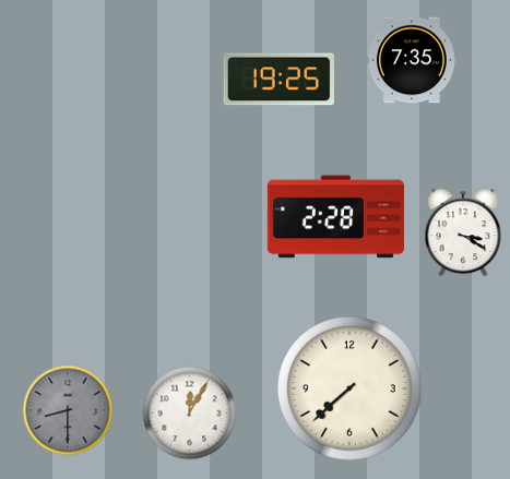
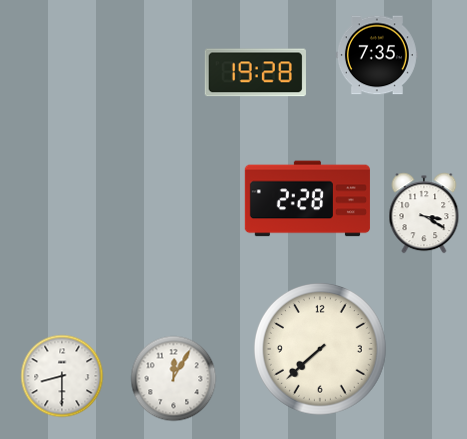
clock at (278, 80): 19:25 -> 19:28
clock at (349, 388) position: (349, 388) -> (320, 349)
clock at (68, 410) dial: grey -> white
